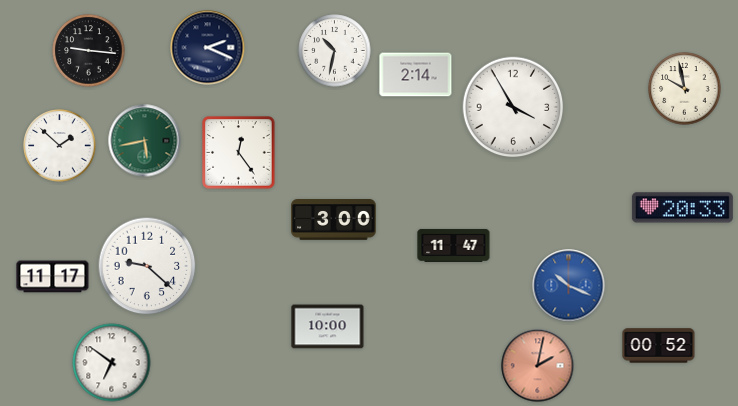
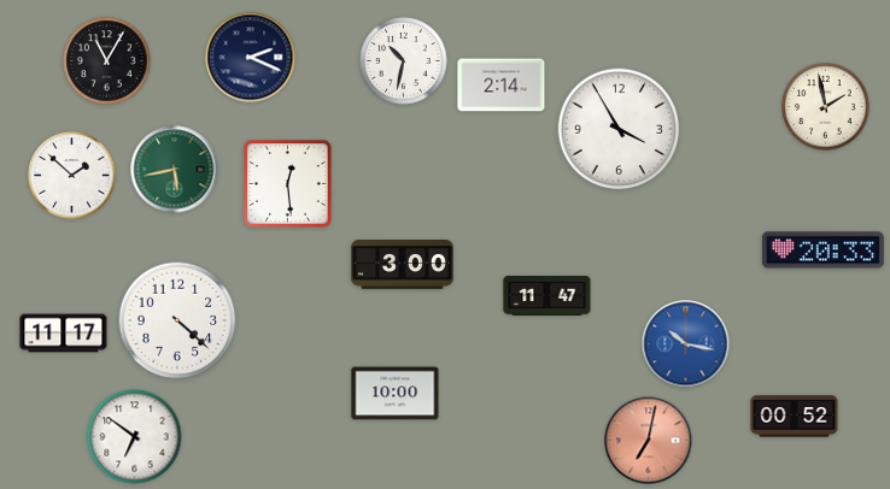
clock at (89, 51): 9:16 -> 11:05
clock at (416, 75) position: (416, 75) -> (502, 86)
clock at (685, 89): 9:58 -> 1:58
clock at (239, 153): 12:24 -> 12:29
clock at (147, 266): 9:22 -> 4:22
clock at (569, 286): 10:19 -> 10:17
clock at (538, 366): 2:02 -> 7:02
